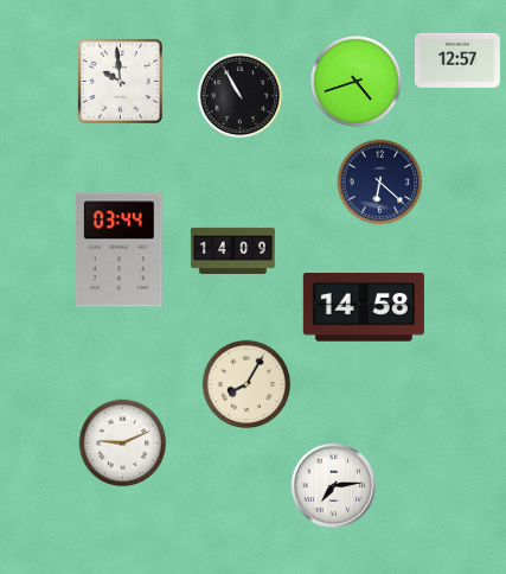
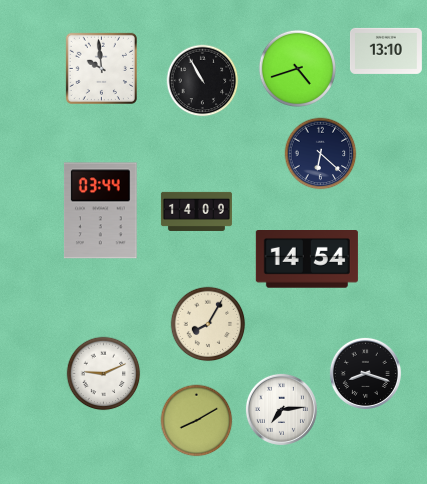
clock at (457, 60): 12:57 -> 13:10
clock at (356, 81) position: (356, 81) -> (297, 68)
clock at (364, 308): 14:58 -> 14:54
clock at (365, 373): none -> 8:18
clock at (197, 421): none -> 8:10
